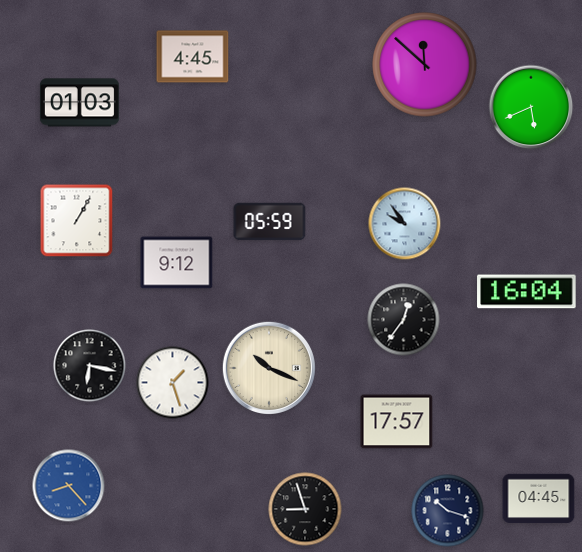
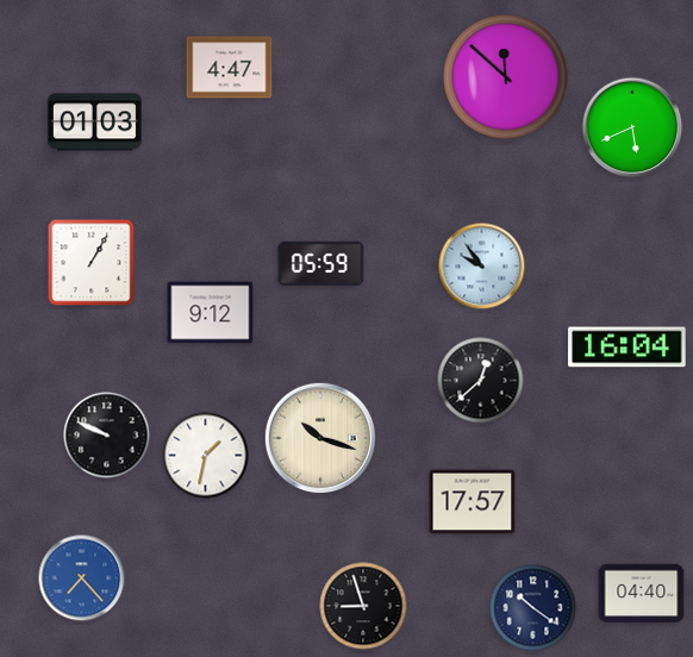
clock at (193, 57): 4:45 -> 4:47
clock at (404, 320): 12:36 -> 12:38
clock at (90, 366): 6:17 -> 9:49
clock at (268, 367): 10:19 -> 10:18
clock at (173, 383): 1:27 -> 1:32
clock at (69, 486): 8:23 -> 7:23
clock at (539, 499): 04:45 -> 04:40
clock at (448, 511): 10:18 -> 10:21
